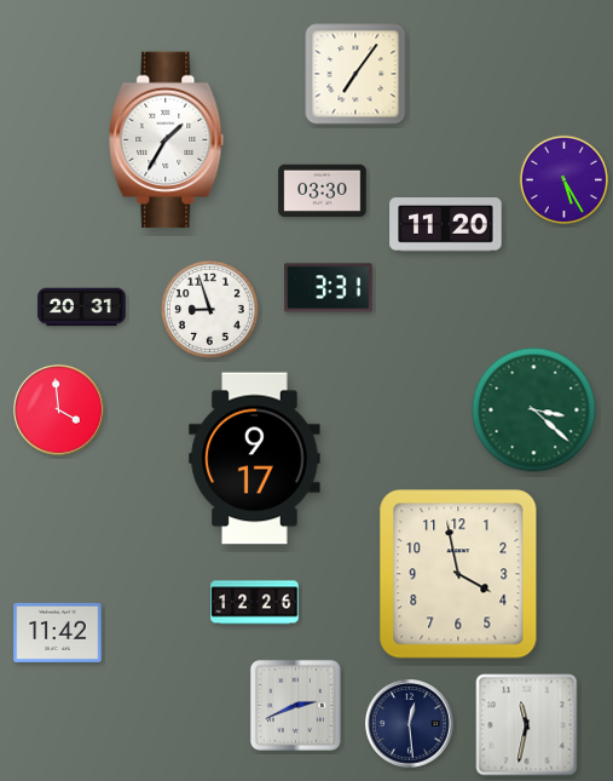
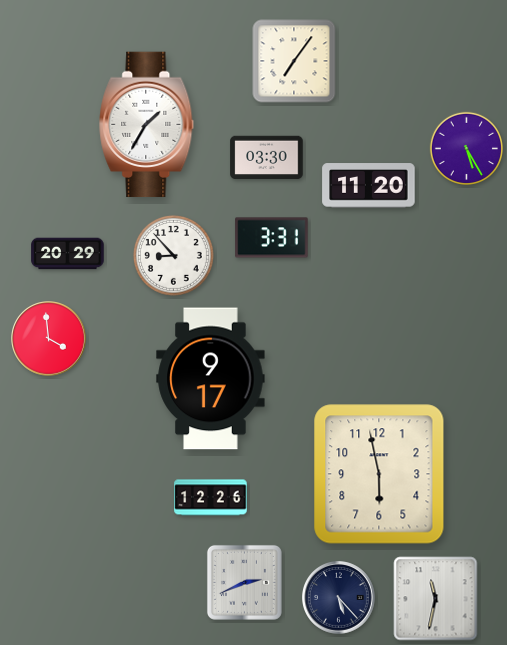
clock at (167, 140) position: (167, 140) -> (147, 125)
clock at (82, 308): 20:31 -> 20:29
clock at (209, 309): 8:57 -> 8:53
clock at (534, 410): 3:22 -> none
clock at (458, 574): 3:58 -> 5:58
clock at (58, 632): 11:42 -> none
clock at (410, 724): 12:29 -> 5:23
